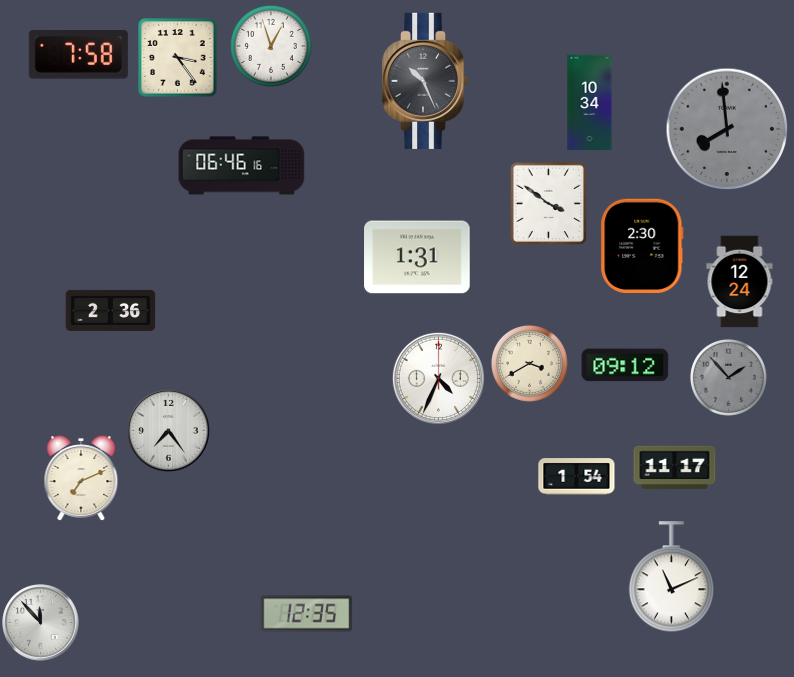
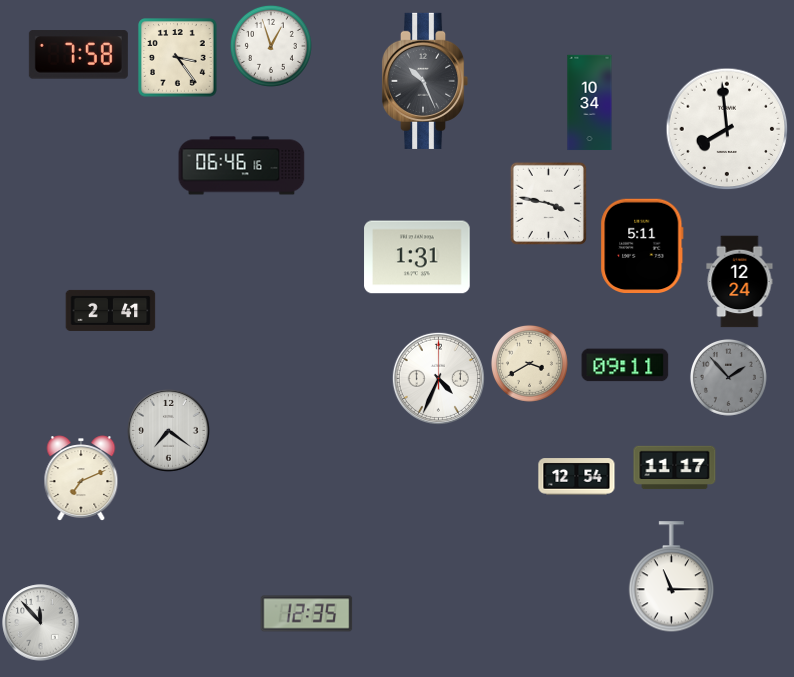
clock at (727, 129) dial: grey -> white
clock at (548, 203): 3:51 -> 3:47
clock at (642, 245): 2:30 -> 5:11
clock at (111, 310): 2:36 -> 2:41
clock at (625, 365): 09:12 -> 09:11
clock at (169, 431): 7:24 -> 7:21
clock at (577, 477): 1:54 -> 12:54
clock at (671, 577): 11:11 -> 11:15
